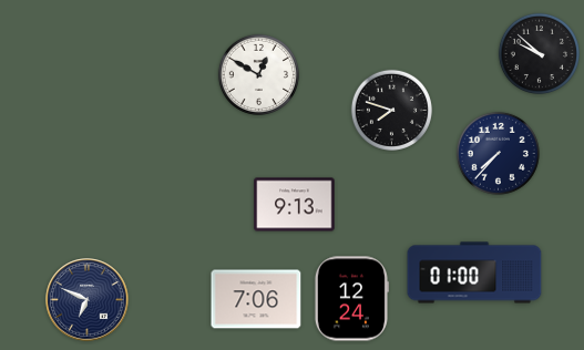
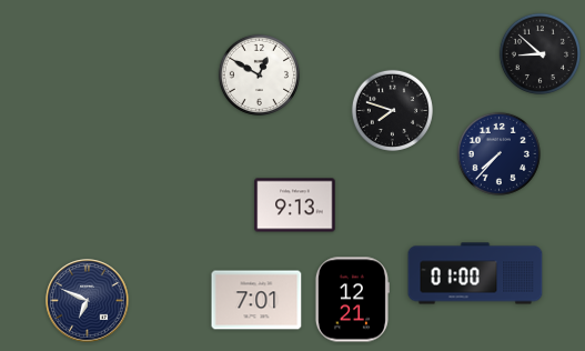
clock at (539, 53): 9:52 -> 8:52
clock at (256, 299): 7:06 -> 7:01
clock at (351, 299): 12:24 -> 12:21
